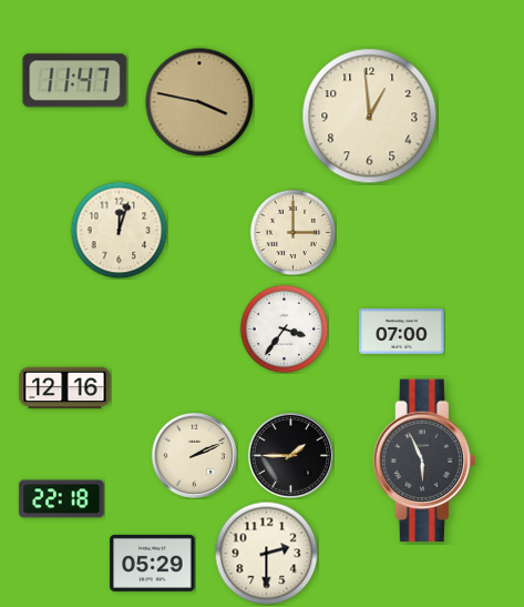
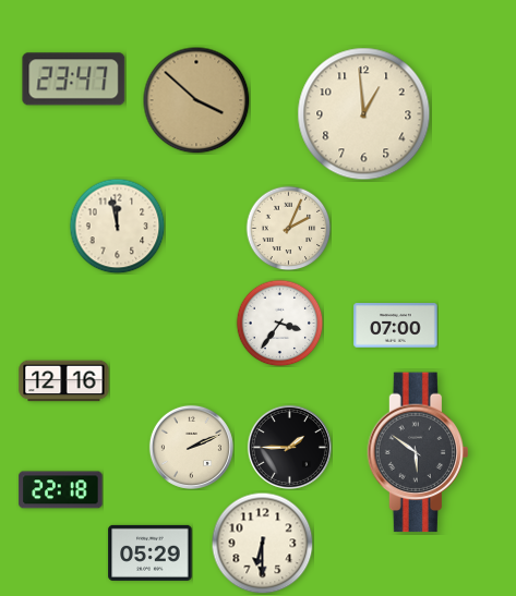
clock at (75, 81): 11:47 -> 23:47
clock at (199, 102): 3:47 -> 3:52
clock at (119, 230): 12:03 -> 11:58
clock at (292, 232): 3:00 -> 2:04
clock at (290, 455) position: (290, 455) -> (289, 447)
clock at (423, 461): 5:56 -> 5:51
clock at (266, 553): 2:30 -> 6:30
